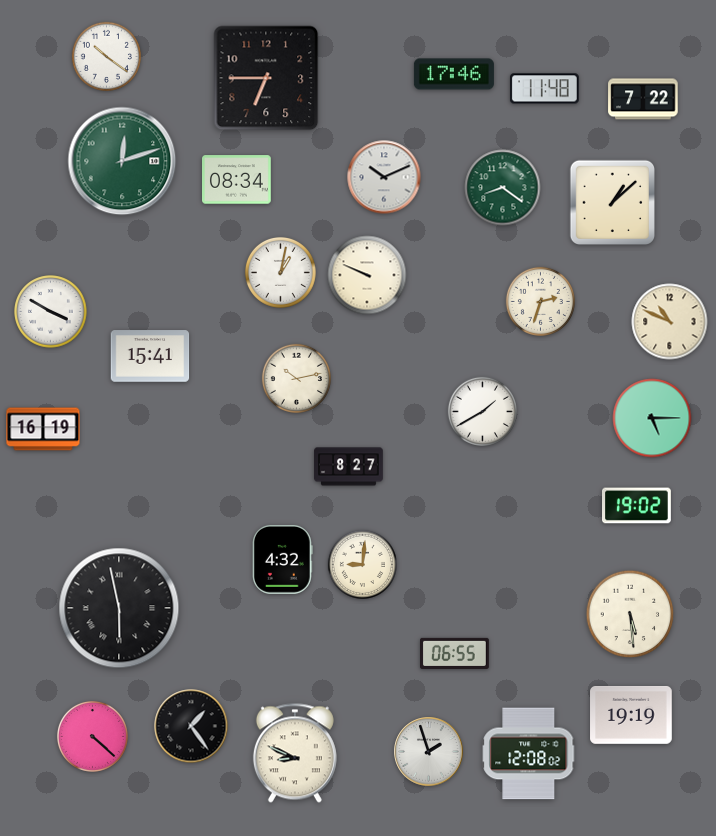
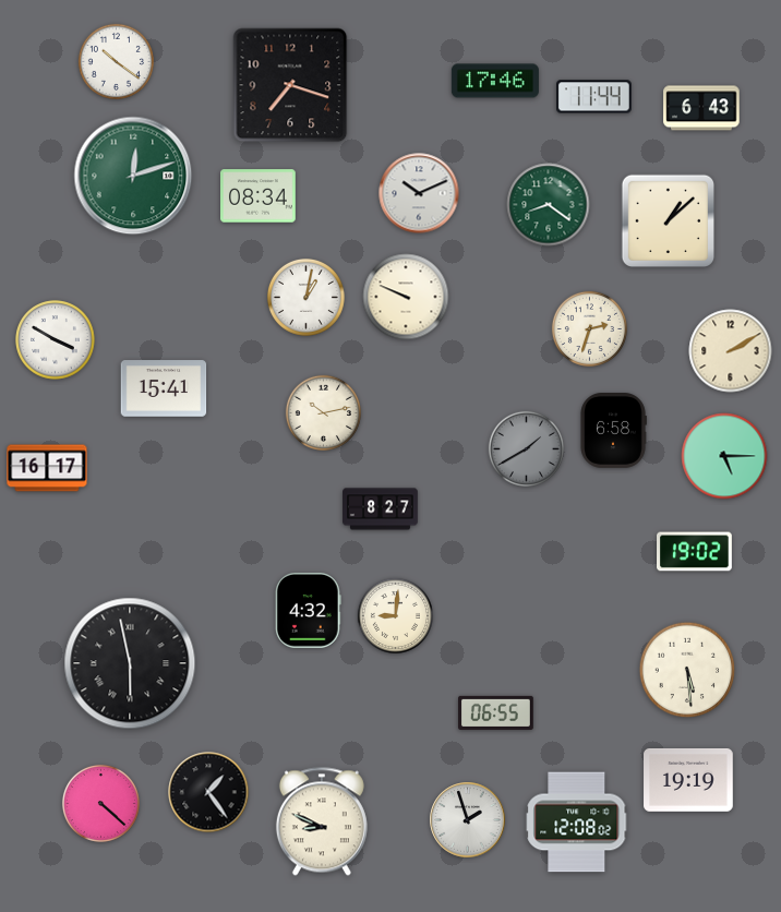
clock at (266, 78): 6:45 -> 7:18
clock at (544, 89): 11:48 -> 11:44
clock at (643, 99): 7:22 -> 6:43
clock at (367, 275) position: (367, 275) -> (406, 297)
clock at (670, 322): 10:49 -> 2:10
clock at (613, 431): none -> 6:58
clock at (482, 411) dial: white -> grey
clock at (652, 418) position: (652, 418) -> (724, 456)
clock at (43, 429): 16:19 -> 16:17
